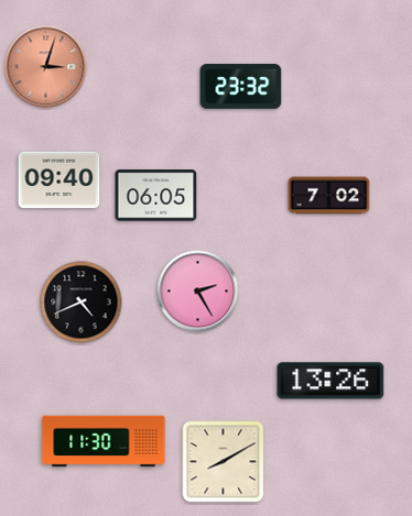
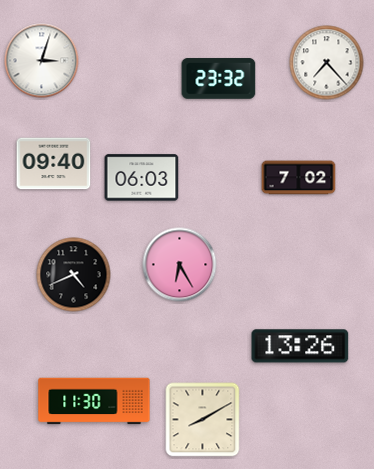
clock at (46, 67) dial: salmon -> white
clock at (327, 63): none -> 7:23
clock at (156, 196): 06:05 -> 06:03
clock at (198, 292): 2:25 -> 6:25
